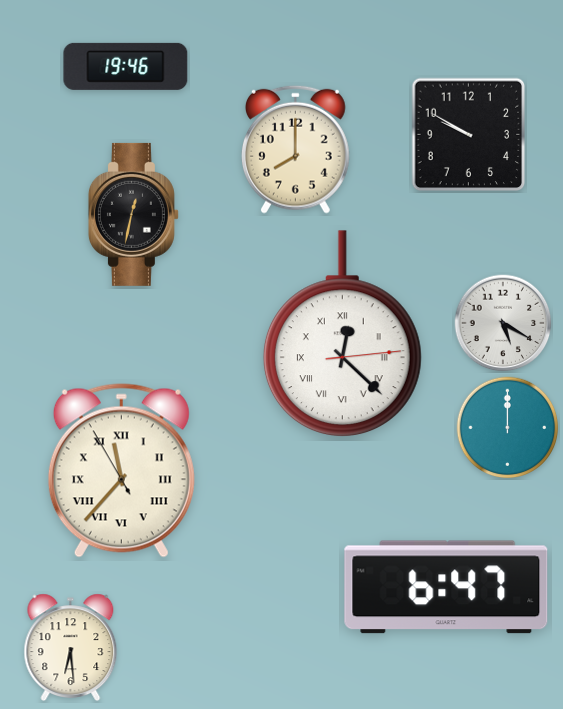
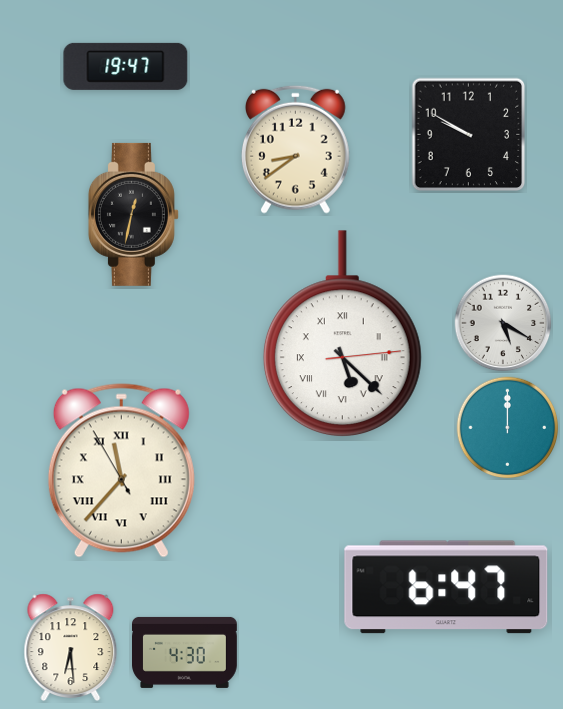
clock at (126, 66): 19:46 -> 19:47
clock at (295, 149): 8:00 -> 8:39
clock at (342, 334): 12:22 -> 5:22
clock at (185, 652): none -> 4:30
